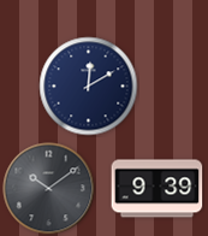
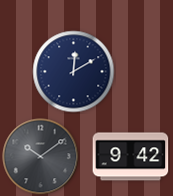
clock at (158, 189): 9:39 -> 9:42
